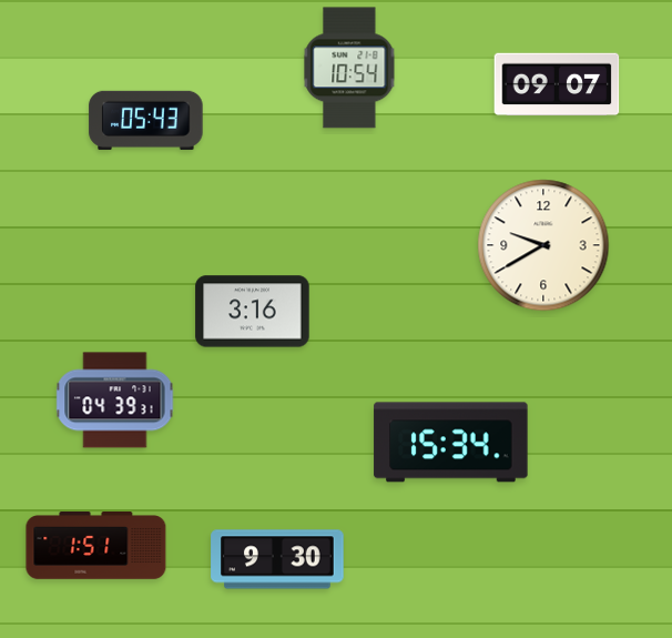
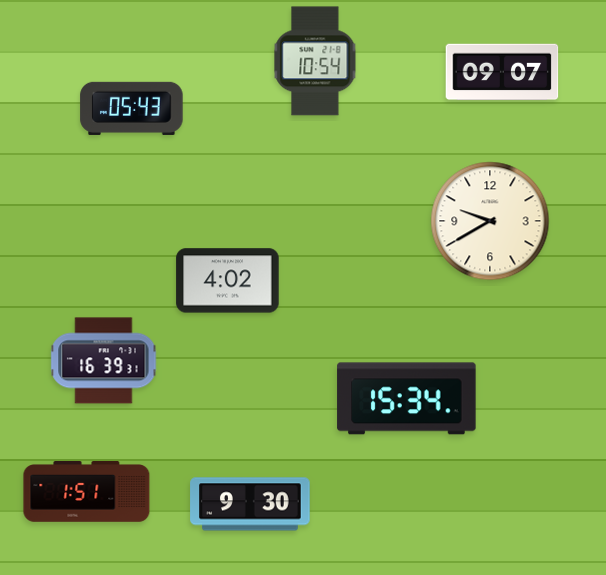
clock at (557, 84) position: (557, 84) -> (502, 72)
clock at (253, 312): 3:16 -> 4:02
clock at (115, 401): 04:39 -> 16:39
